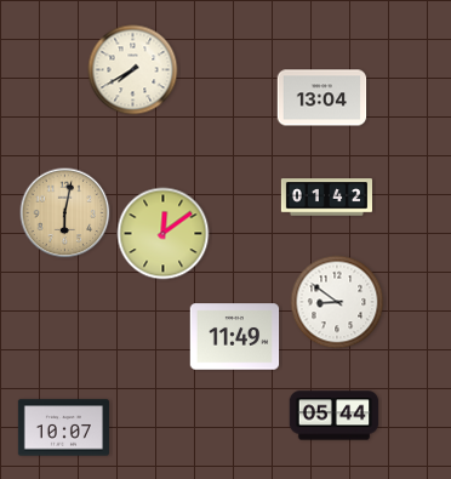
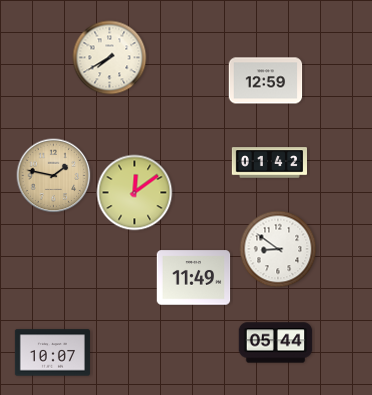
clock at (322, 98): 13:04 -> 12:59
clock at (65, 213): 6:02 -> 1:47
